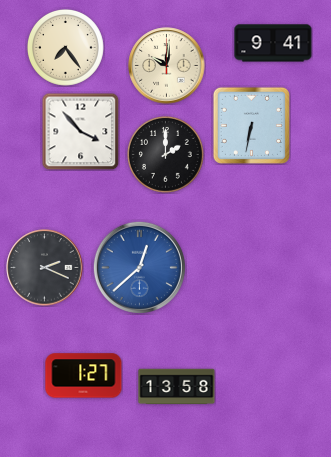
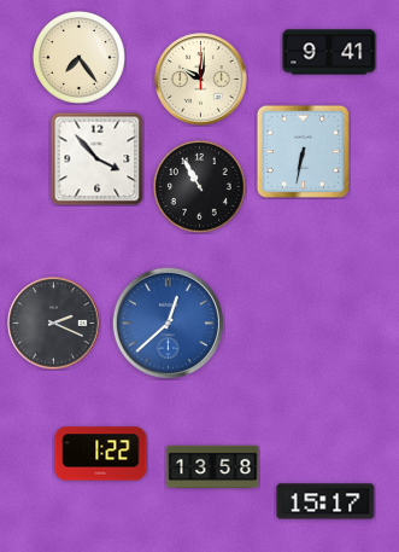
clock at (166, 155): 2:00 -> 10:55
clock at (84, 376): 1:27 -> 1:22
clock at (325, 501): none -> 15:17
